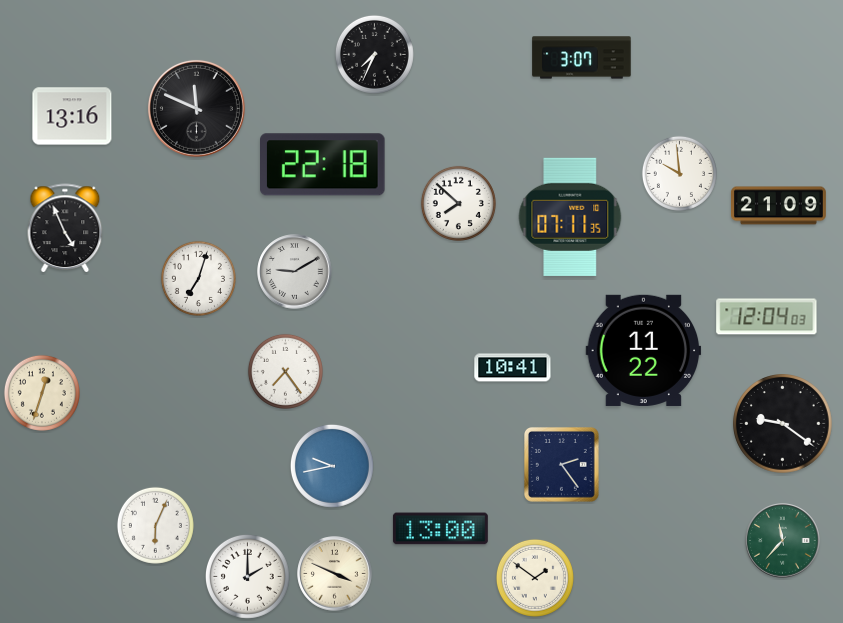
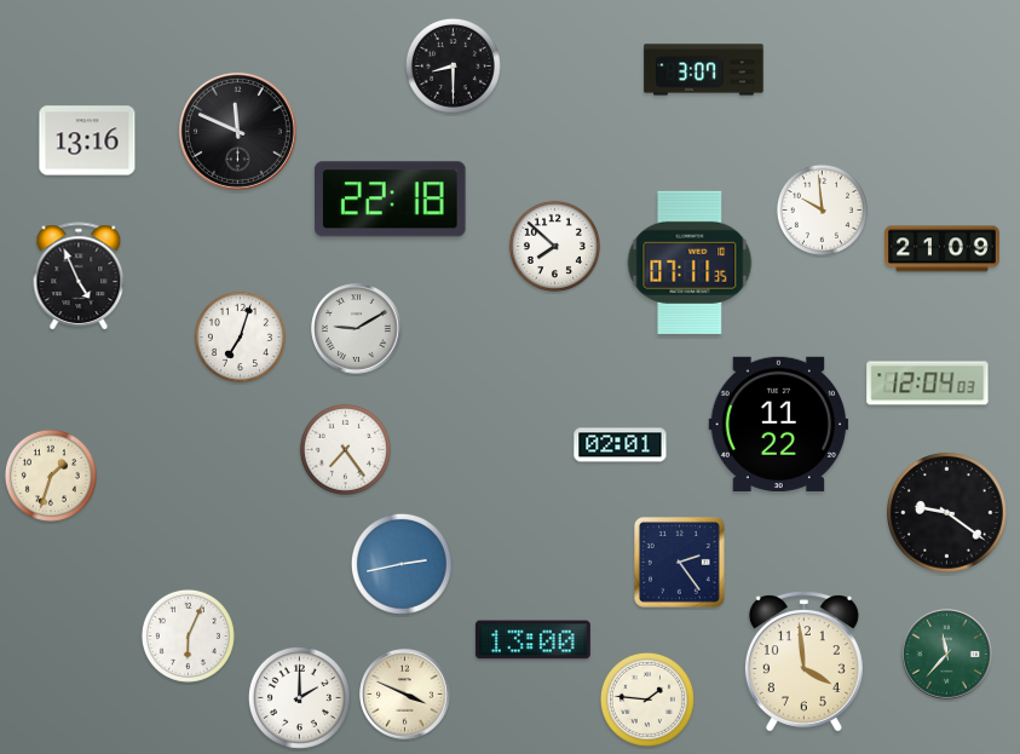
clock at (374, 54): 7:34 -> 8:30
clock at (513, 368): 10:41 -> 02:01
clock at (42, 393): 12:33 -> 1:33
clock at (332, 466): 9:43 -> 2:43
clock at (803, 662): none -> 3:59
clock at (535, 578): 1:51 -> 1:46
